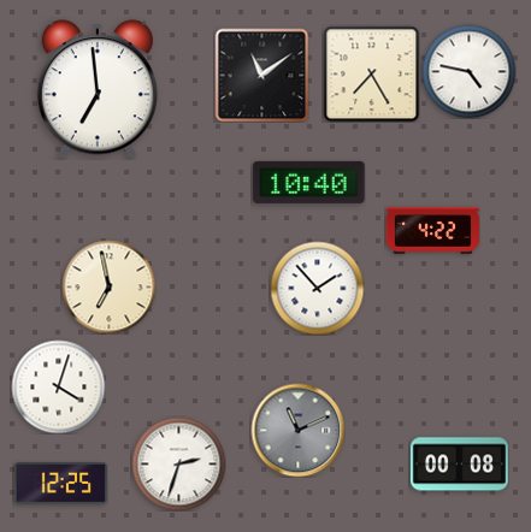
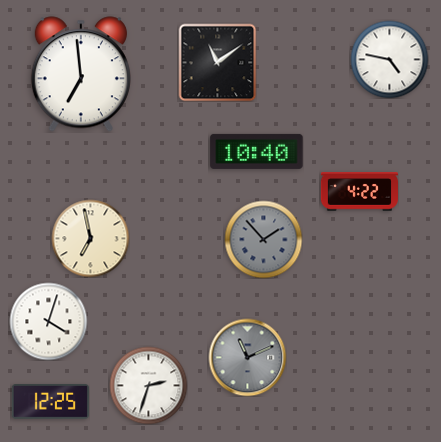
clock at (371, 73): 7:25 -> none
clock at (317, 288) dial: white -> grey
clock at (459, 465): 00:08 -> none
